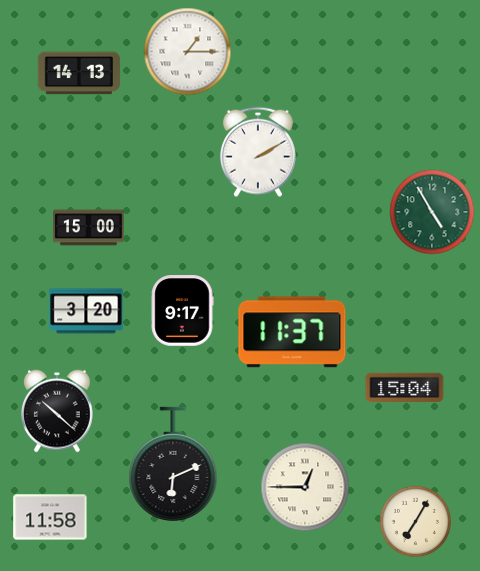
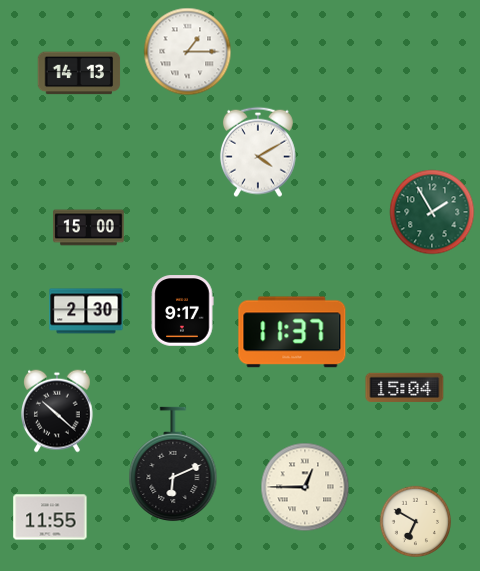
clock at (258, 152): 2:10 -> 4:10
clock at (432, 212): 4:55 -> 1:55
clock at (86, 311): 3:20 -> 2:30
clock at (50, 517): 11:58 -> 11:55
clock at (415, 521): 7:05 -> 6:50
